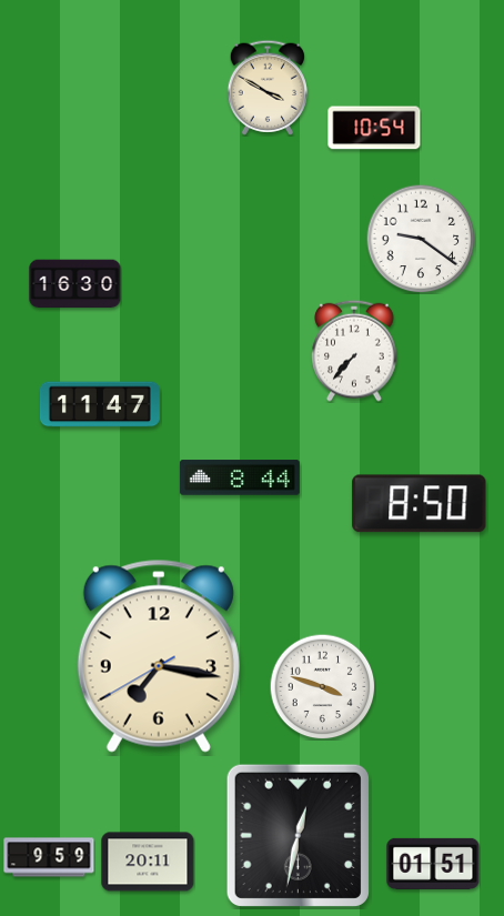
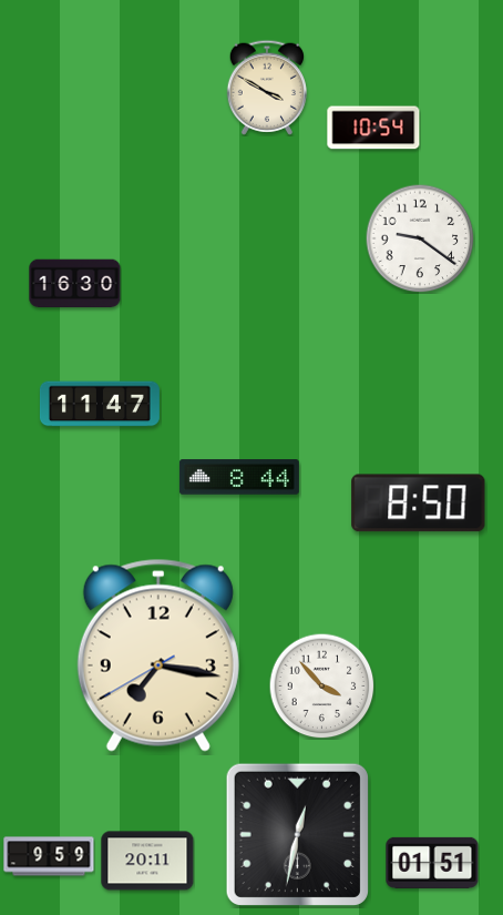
clock at (354, 351): 7:37 -> none
clock at (322, 686): 3:48 -> 3:53
